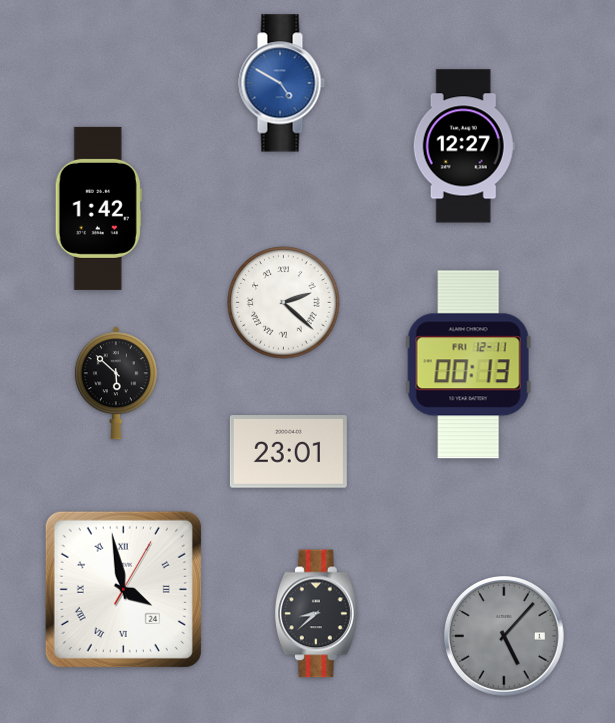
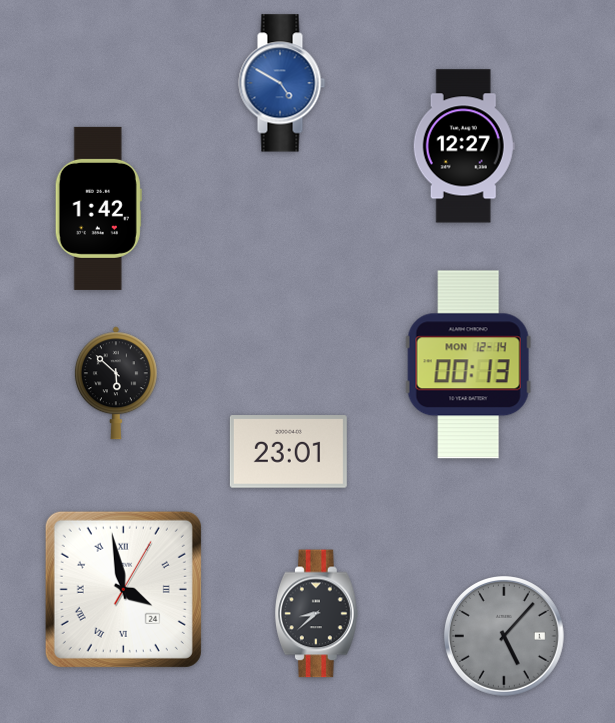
clock at (284, 303): 2:22 -> none
clock at (468, 365) date: FRI 12-11 -> MON 12-14
